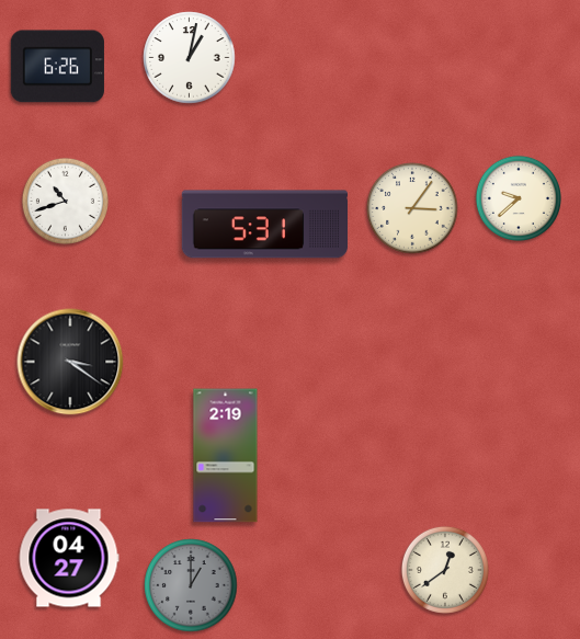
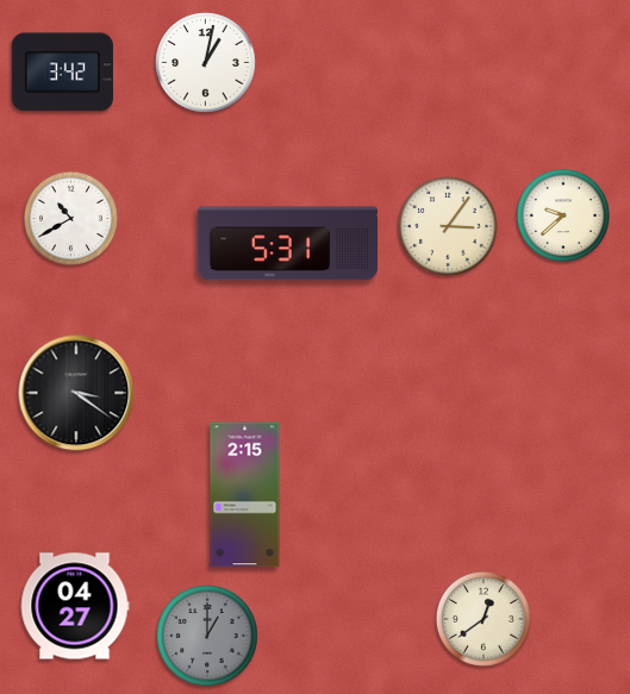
clock at (57, 67): 6:26 -> 3:42
clock at (65, 201): 10:42 -> 10:40
clock at (226, 456): 2:19 -> 2:15
